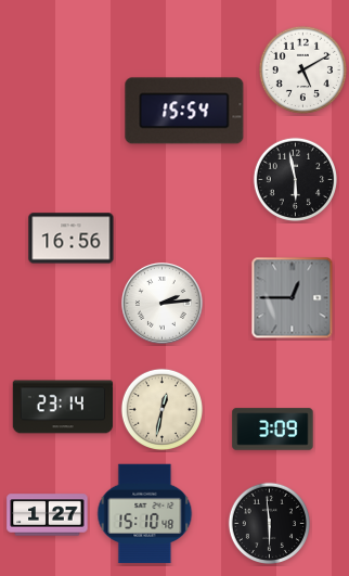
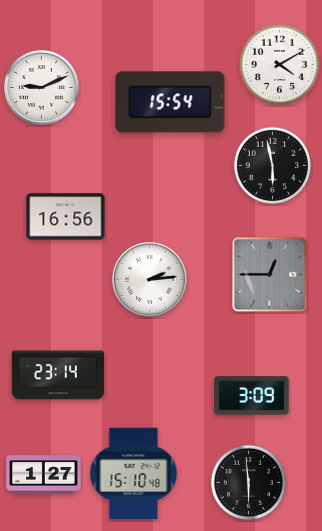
clock at (302, 69): 5:10 -> 4:10
clock at (42, 88): none -> 9:11
clock at (72, 239) position: (72, 239) -> (66, 217)
clock at (161, 409): 12:32 -> none
